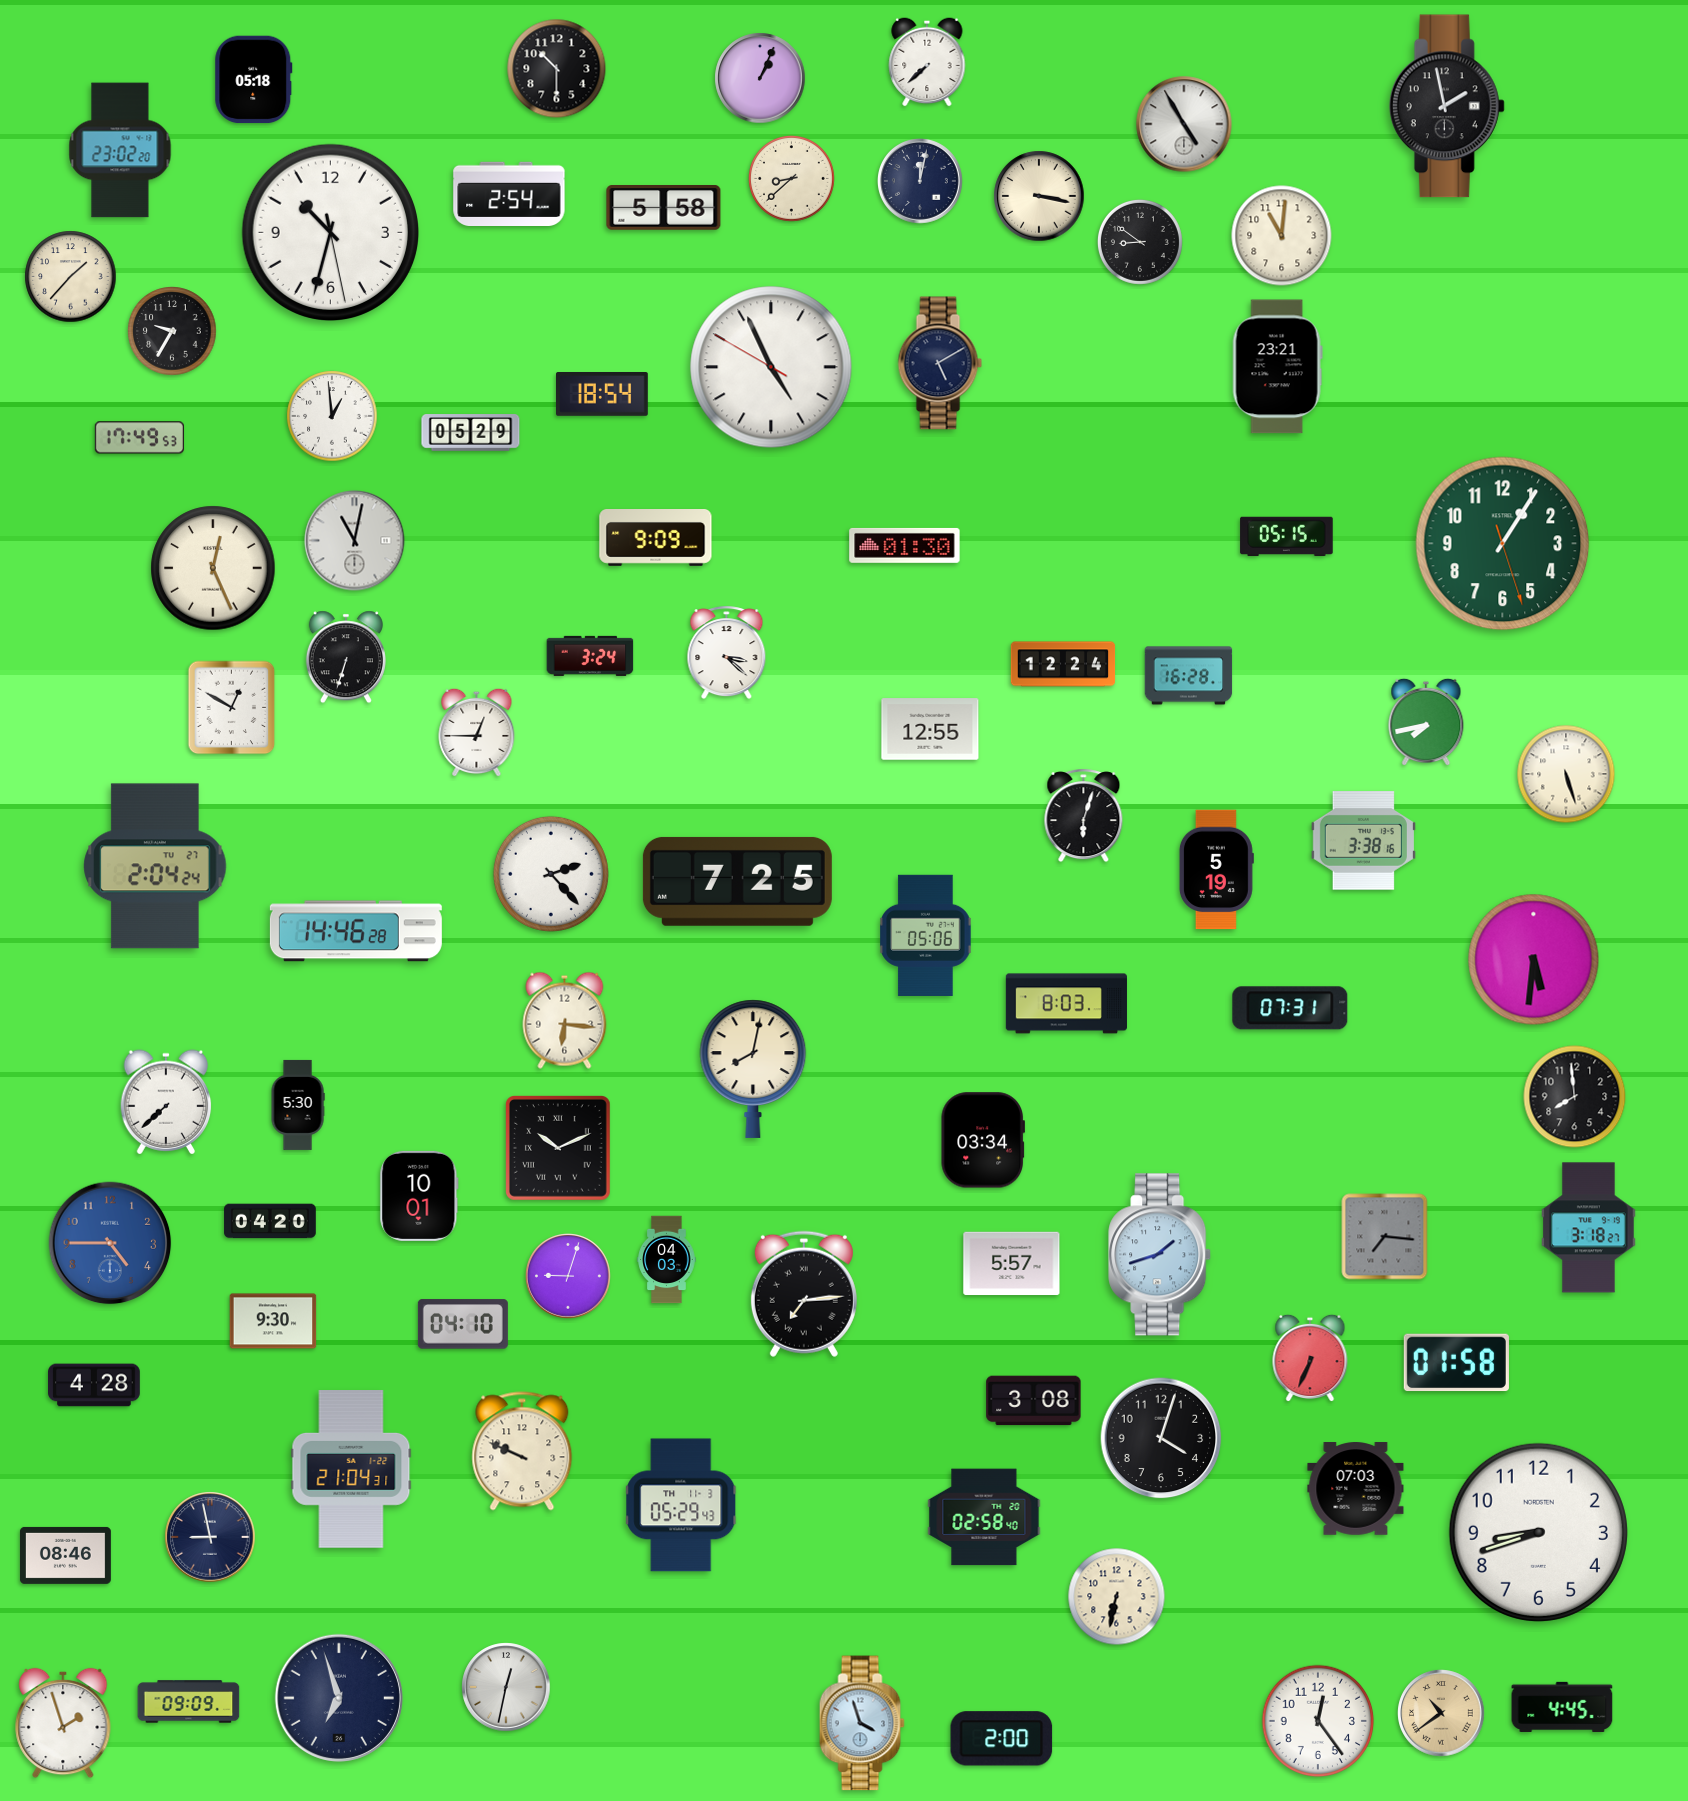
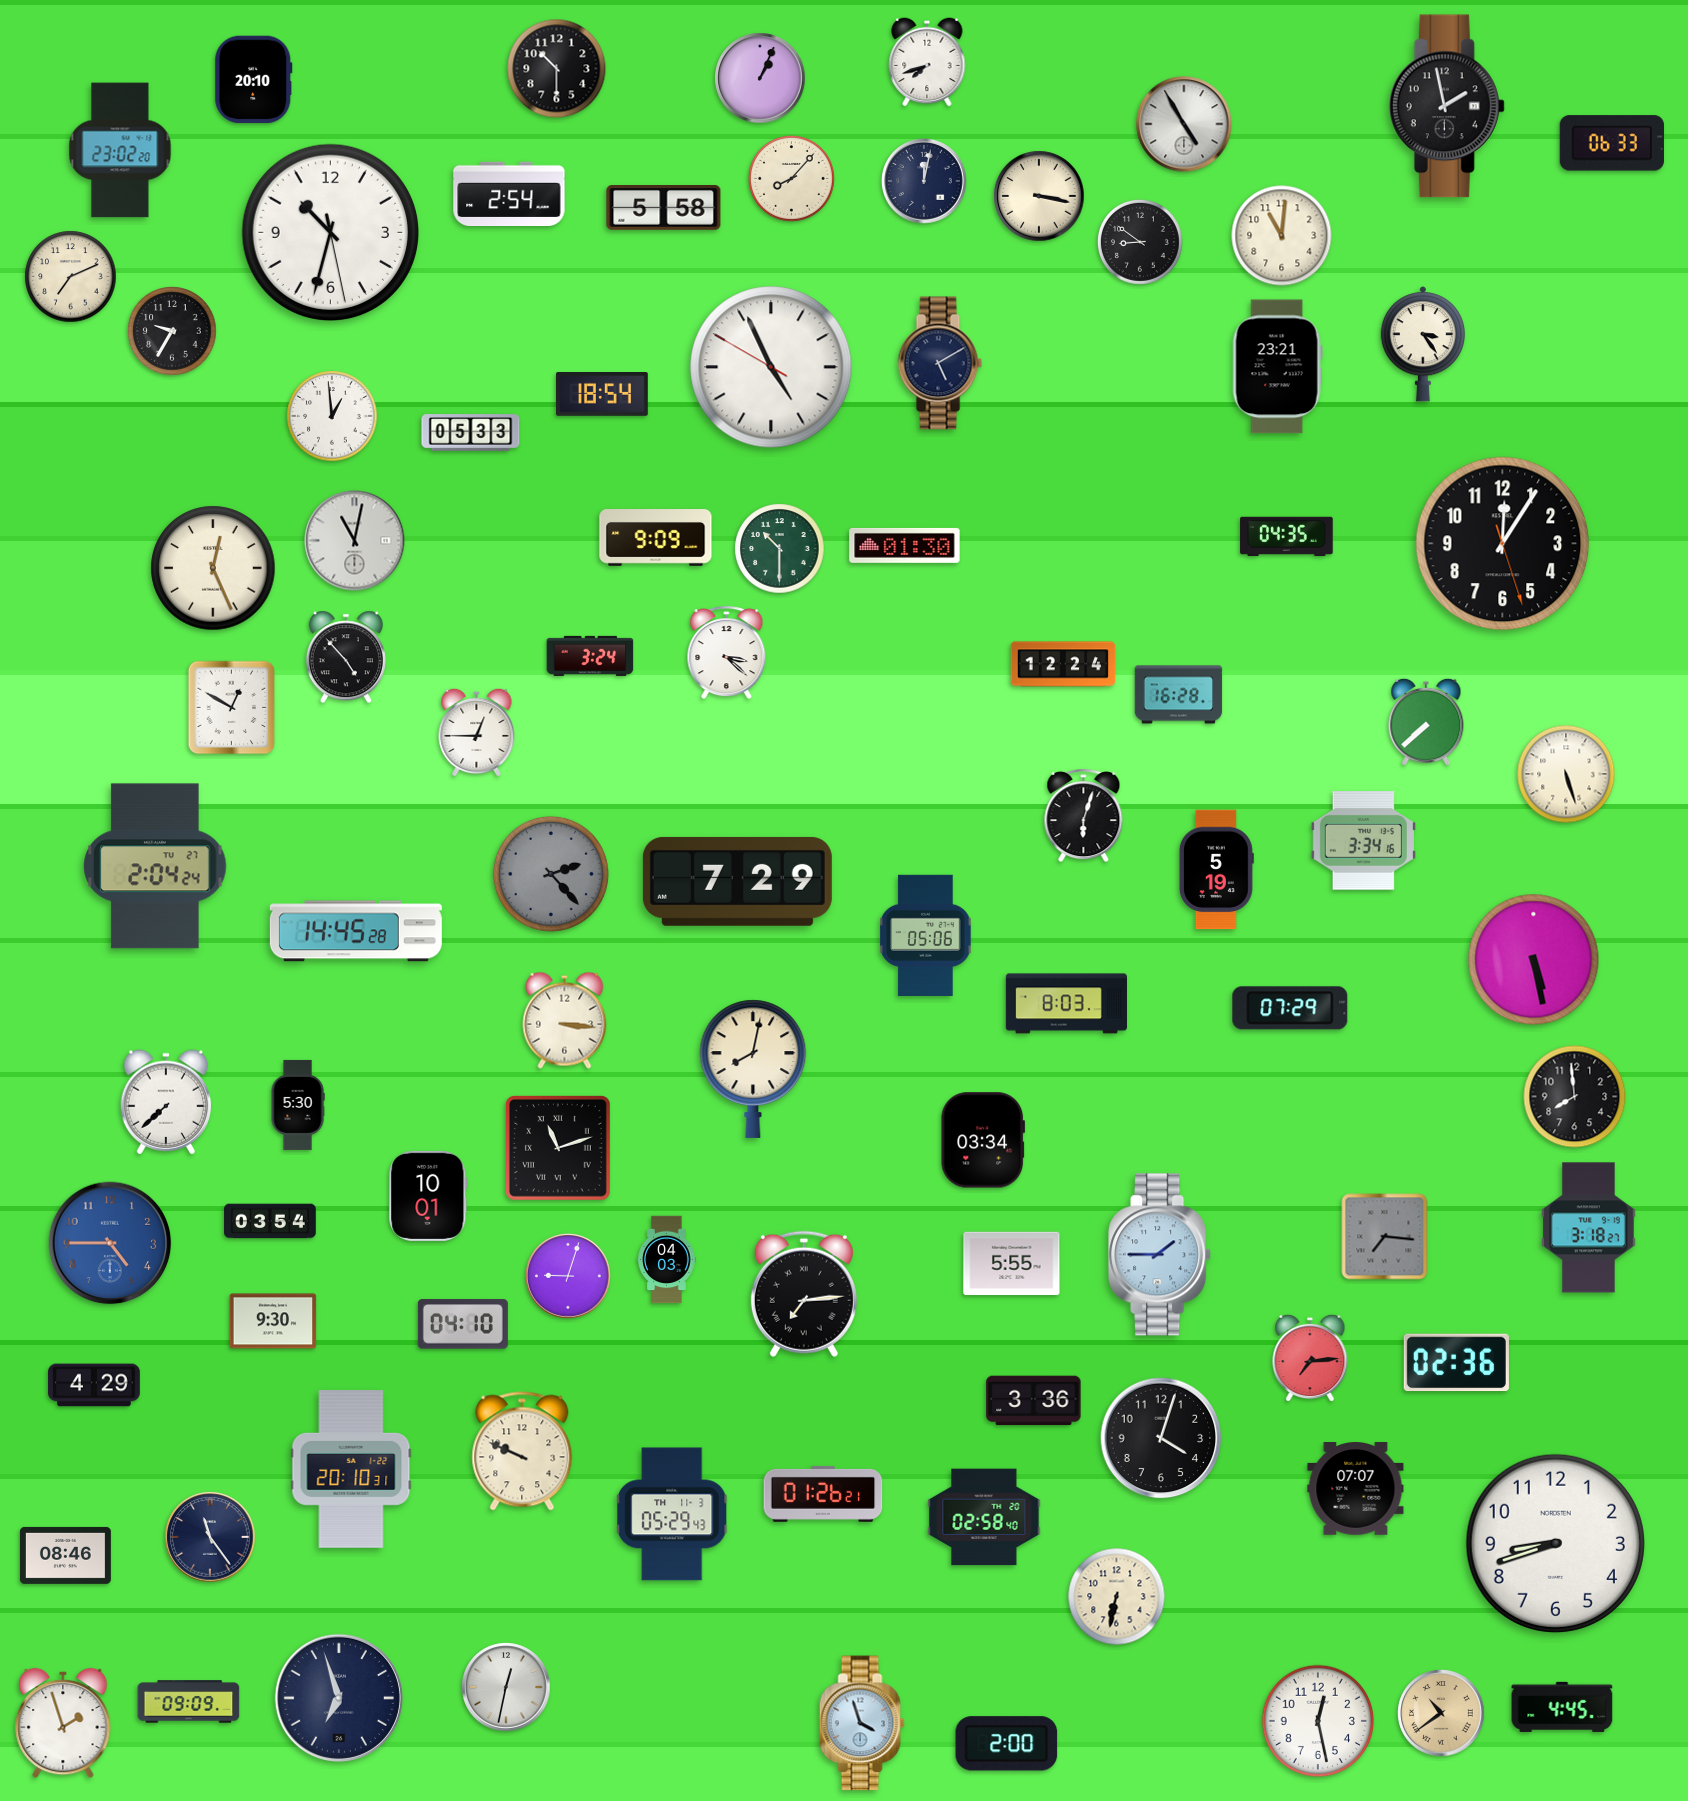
clock at (927, 62): 7:38 -> 7:42
clock at (254, 80): 05:18 -> 20:10
clock at (1612, 143): none -> 06:33
clock at (791, 178): 8:38 -> 8:07
clock at (921, 182) position: (921, 182) -> (925, 182)
clock at (71, 277): 1:37 -> 7:11
clock at (1422, 344): none -> 3:24
clock at (471, 433): 05:29 -> 05:33
clock at (139, 438): 17:49 -> none
clock at (1287, 537): 05:15 -> 04:35
clock at (1503, 544): 1:05 -> 12:05
clock at (1503, 544) dial: green -> black
clock at (780, 549): none -> 10:30
clock at (346, 657): 6:33 -> 4:53
clock at (1189, 676) position: (1189, 676) -> (1179, 695)
clock at (1426, 722): 7:43 -> 7:38
clock at (930, 729): 12:55 -> none
clock at (1363, 841): 3:38 -> 3:34
clock at (551, 874) dial: white -> grey
clock at (737, 881): 7:25 -> 7:29
clock at (356, 931): 14:46 -> 14:45
clock at (1534, 960): 5:31 -> 5:28
clock at (1290, 1008): 07:31 -> 07:29
clock at (565, 1020): 6:16 -> 3:16
clock at (558, 1148): 10:11 -> 11:12
clock at (419, 1196) position: (419, 1196) -> (428, 1196)
clock at (270, 1221): 04:20 -> 03:54
clock at (1160, 1255): 1:42 -> 1:45
clock at (1012, 1264): 5:57 -> 5:55
clock at (1310, 1358): 6:34 -> 7:14
clock at (1456, 1363): 01:58 -> 02:36
clock at (94, 1385): 4:28 -> 4:29
clock at (1034, 1401): 3:08 -> 3:36
clock at (351, 1469): 21:04 -> 20:10
clock at (1356, 1489): 07:03 -> 07:07
clock at (823, 1494): none -> 01:26
clock at (682, 1505) position: (682, 1505) -> (673, 1514)
clock at (1538, 1532) position: (1538, 1532) -> (1555, 1543)
clock at (210, 1537): 8:58 -> 11:24
clock at (1318, 1721): 12:24 -> 12:28
clock at (1002, 1739) position: (1002, 1739) -> (1007, 1744)
